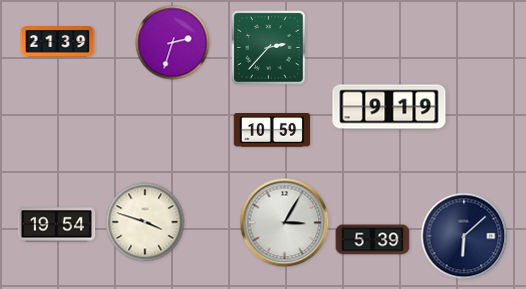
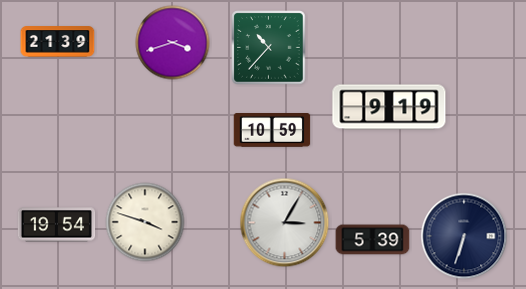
clock at (173, 43): 2:33 -> 3:42
clock at (269, 48): 2:37 -> 10:37
clock at (464, 236): 6:08 -> 6:33
